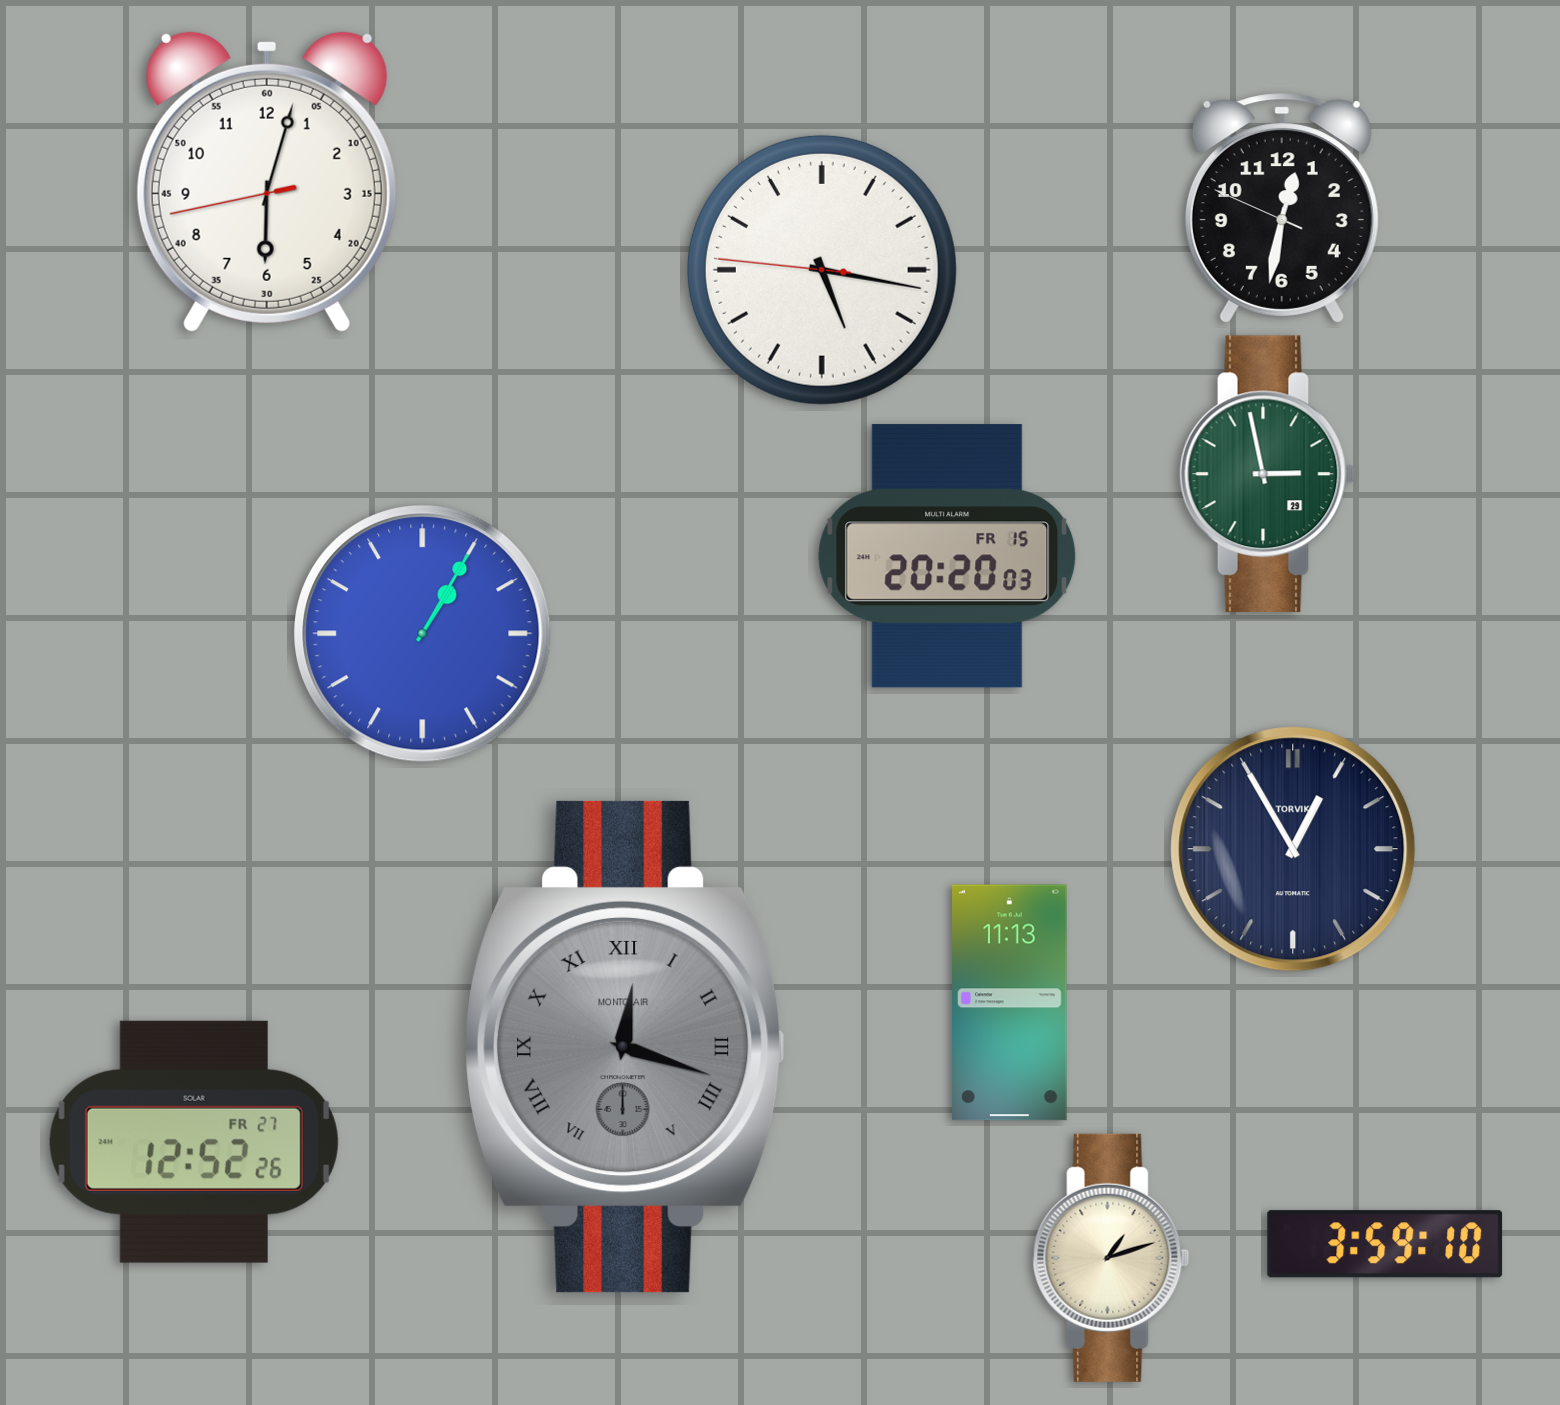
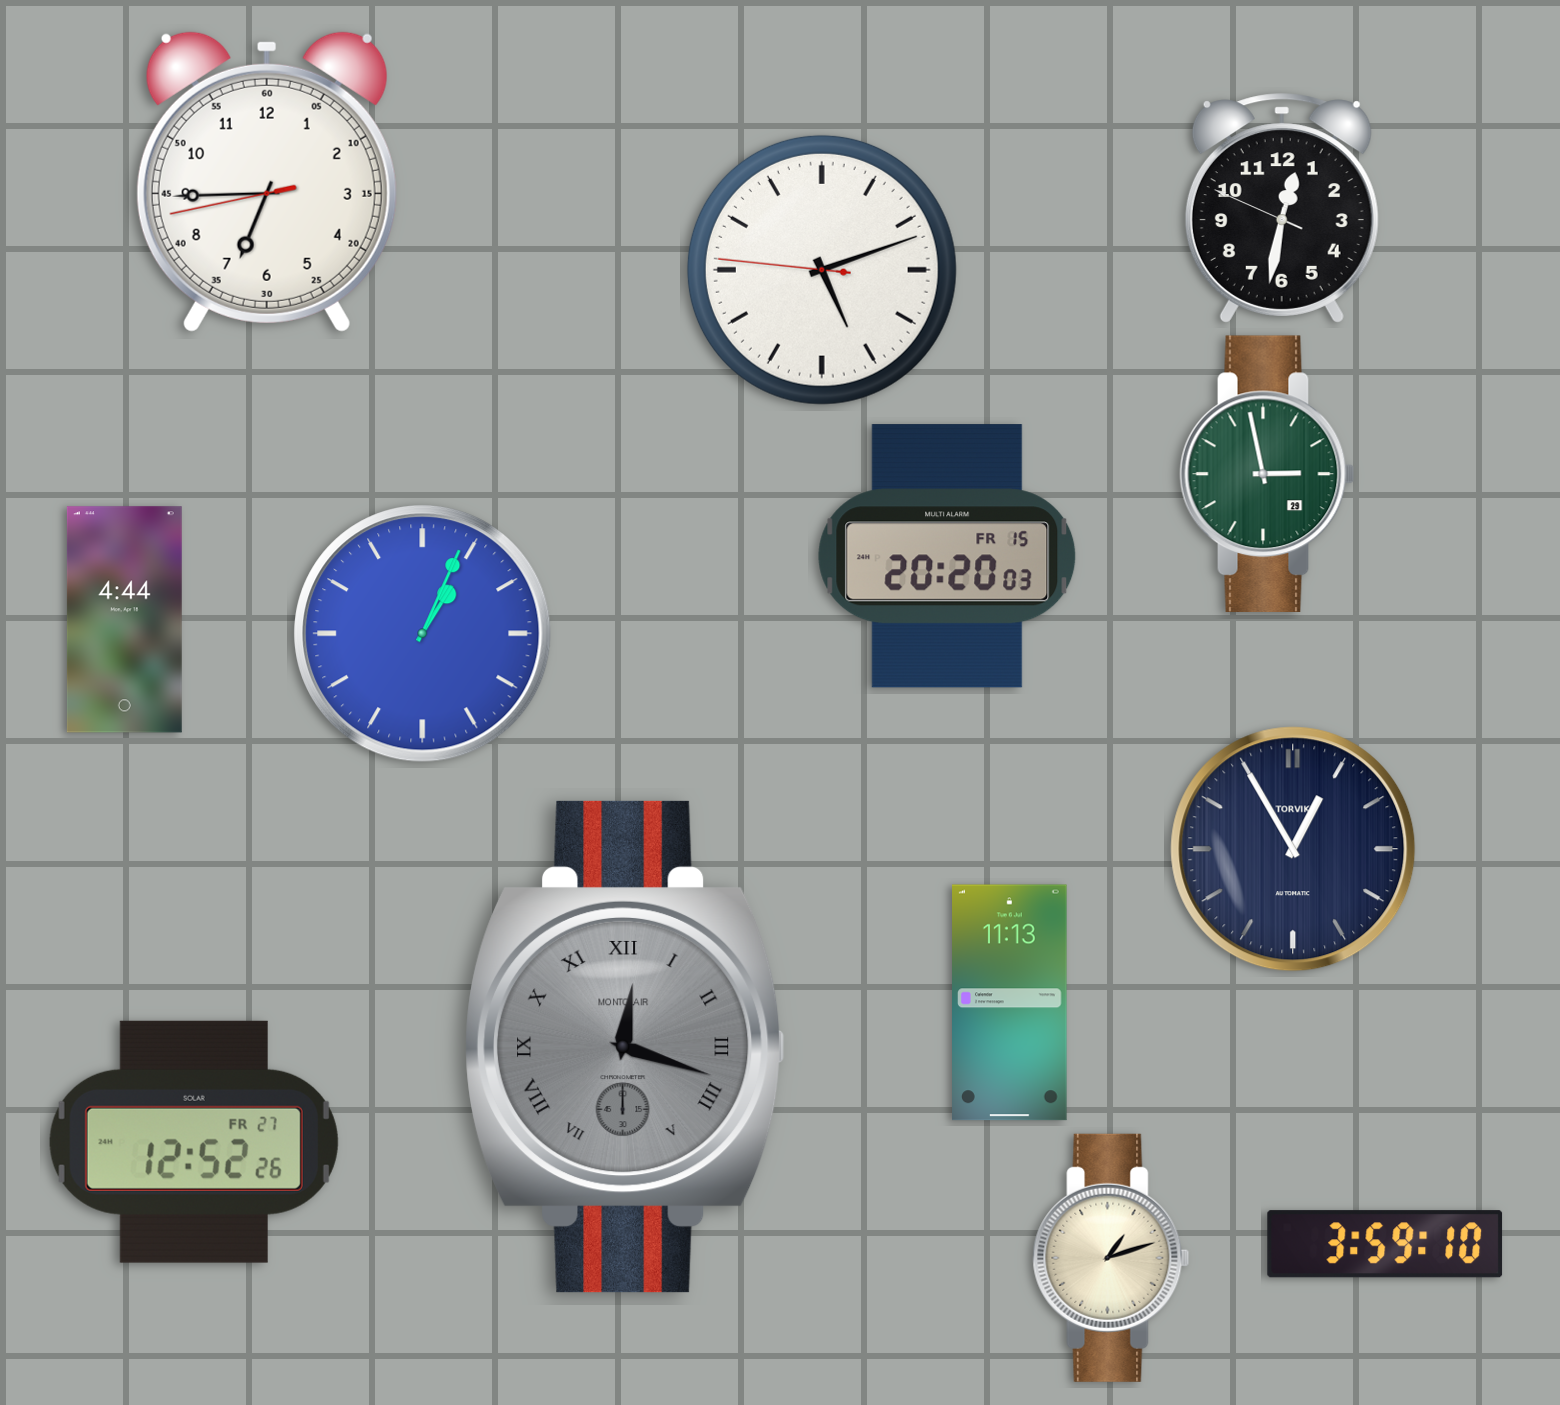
clock at (267, 182): 6:02 -> 6:44
clock at (822, 270): 5:16 -> 5:11
clock at (124, 620): none -> 4:44
clock at (423, 634): 1:05 -> 1:04
